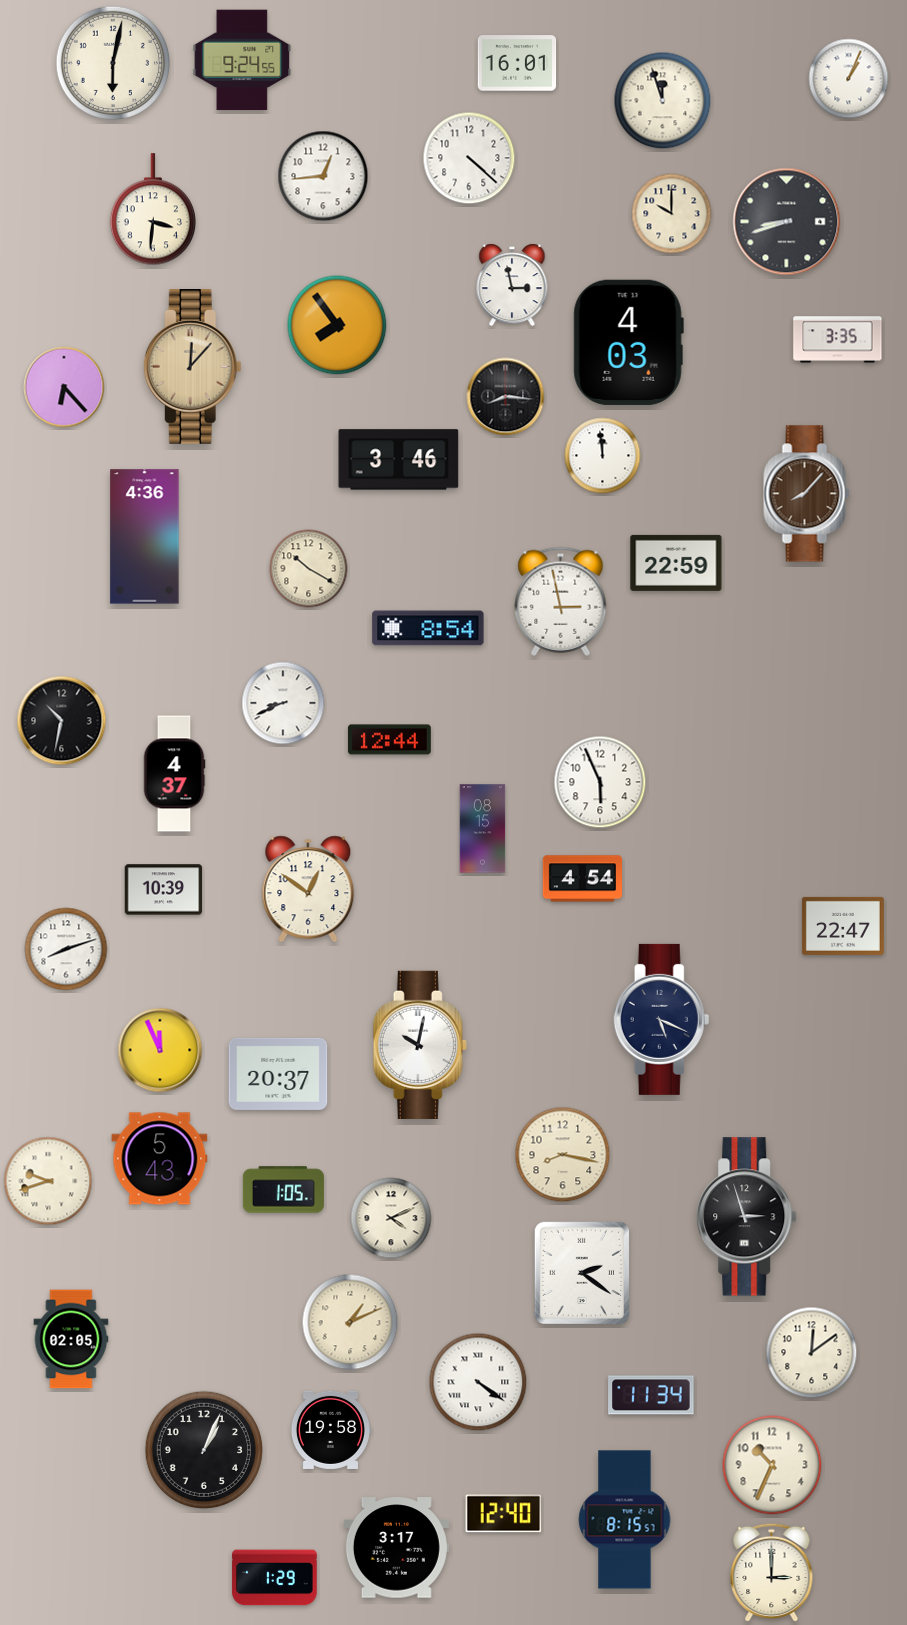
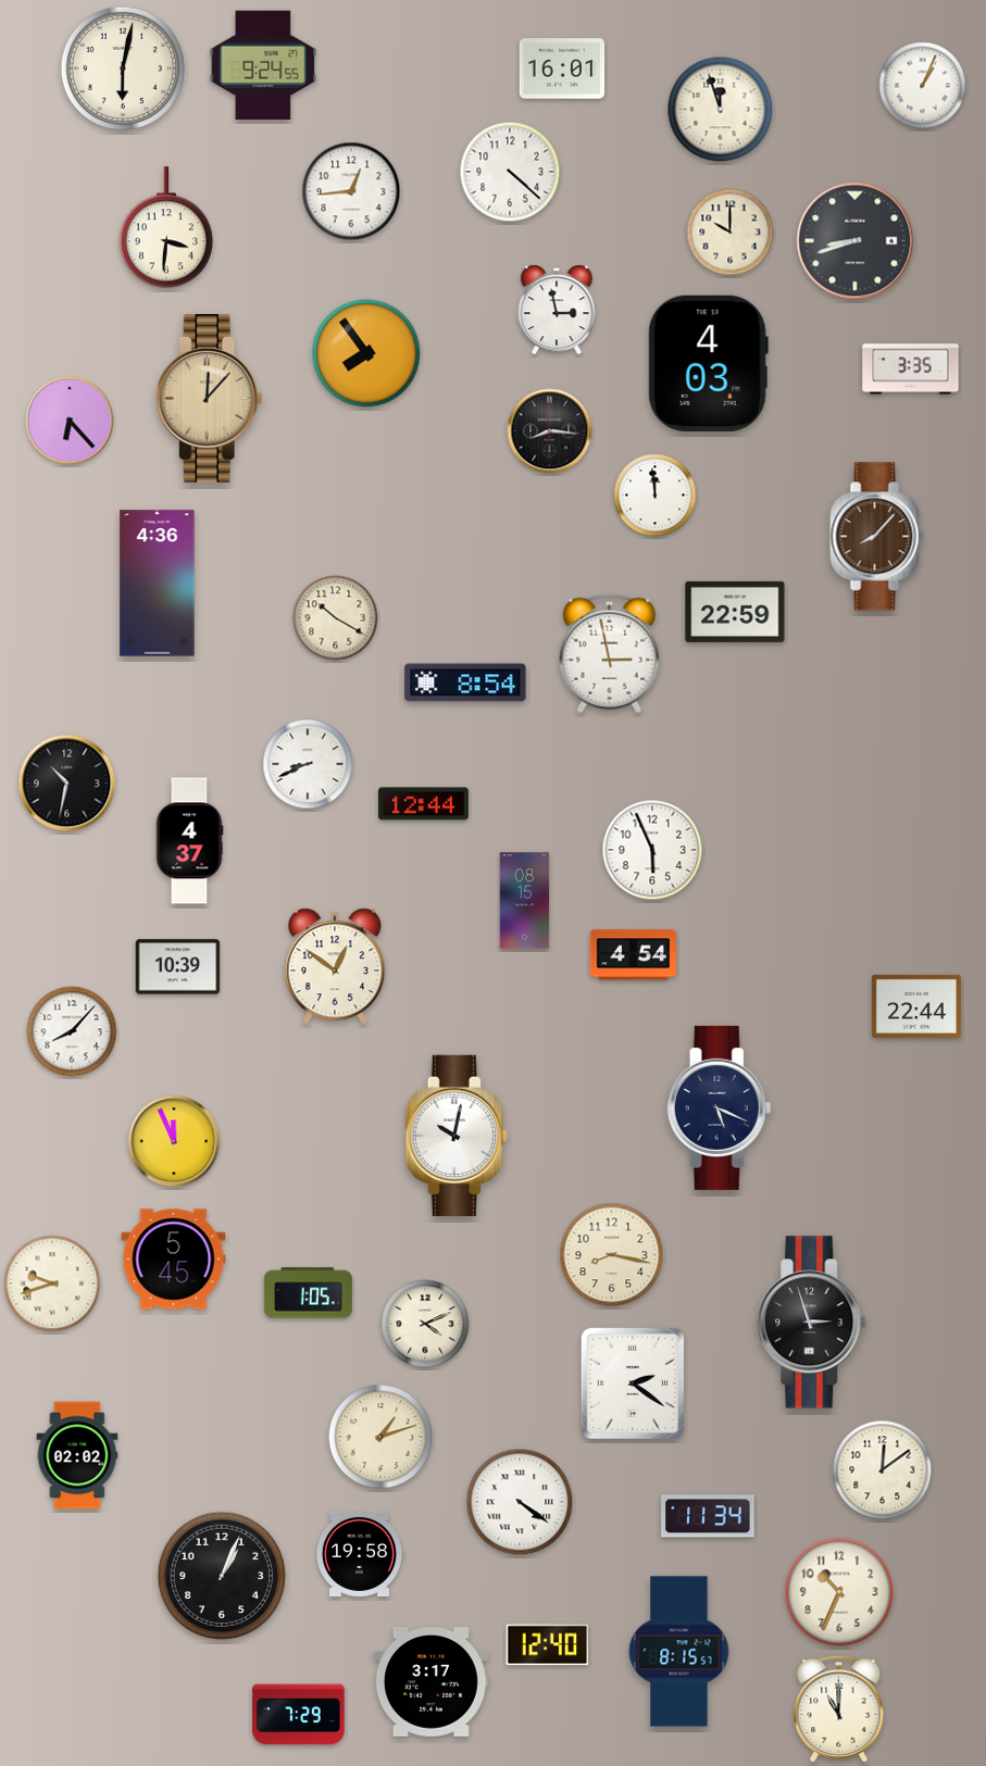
clock at (628, 342) position: (628, 342) -> (708, 363)
clock at (399, 460): 3:46 -> none
clock at (843, 926): 22:47 -> 22:44
clock at (66, 949): 8:12 -> 8:07
clock at (278, 1074): 20:37 -> none
clock at (160, 1159): 5:43 -> 5:45
clock at (350, 1322): 1:11 -> 1:12
clock at (71, 1339): 02:05 -> 02:02
clock at (772, 1573): 3:00 -> 11:00
clock at (275, 1578): 1:29 -> 7:29
